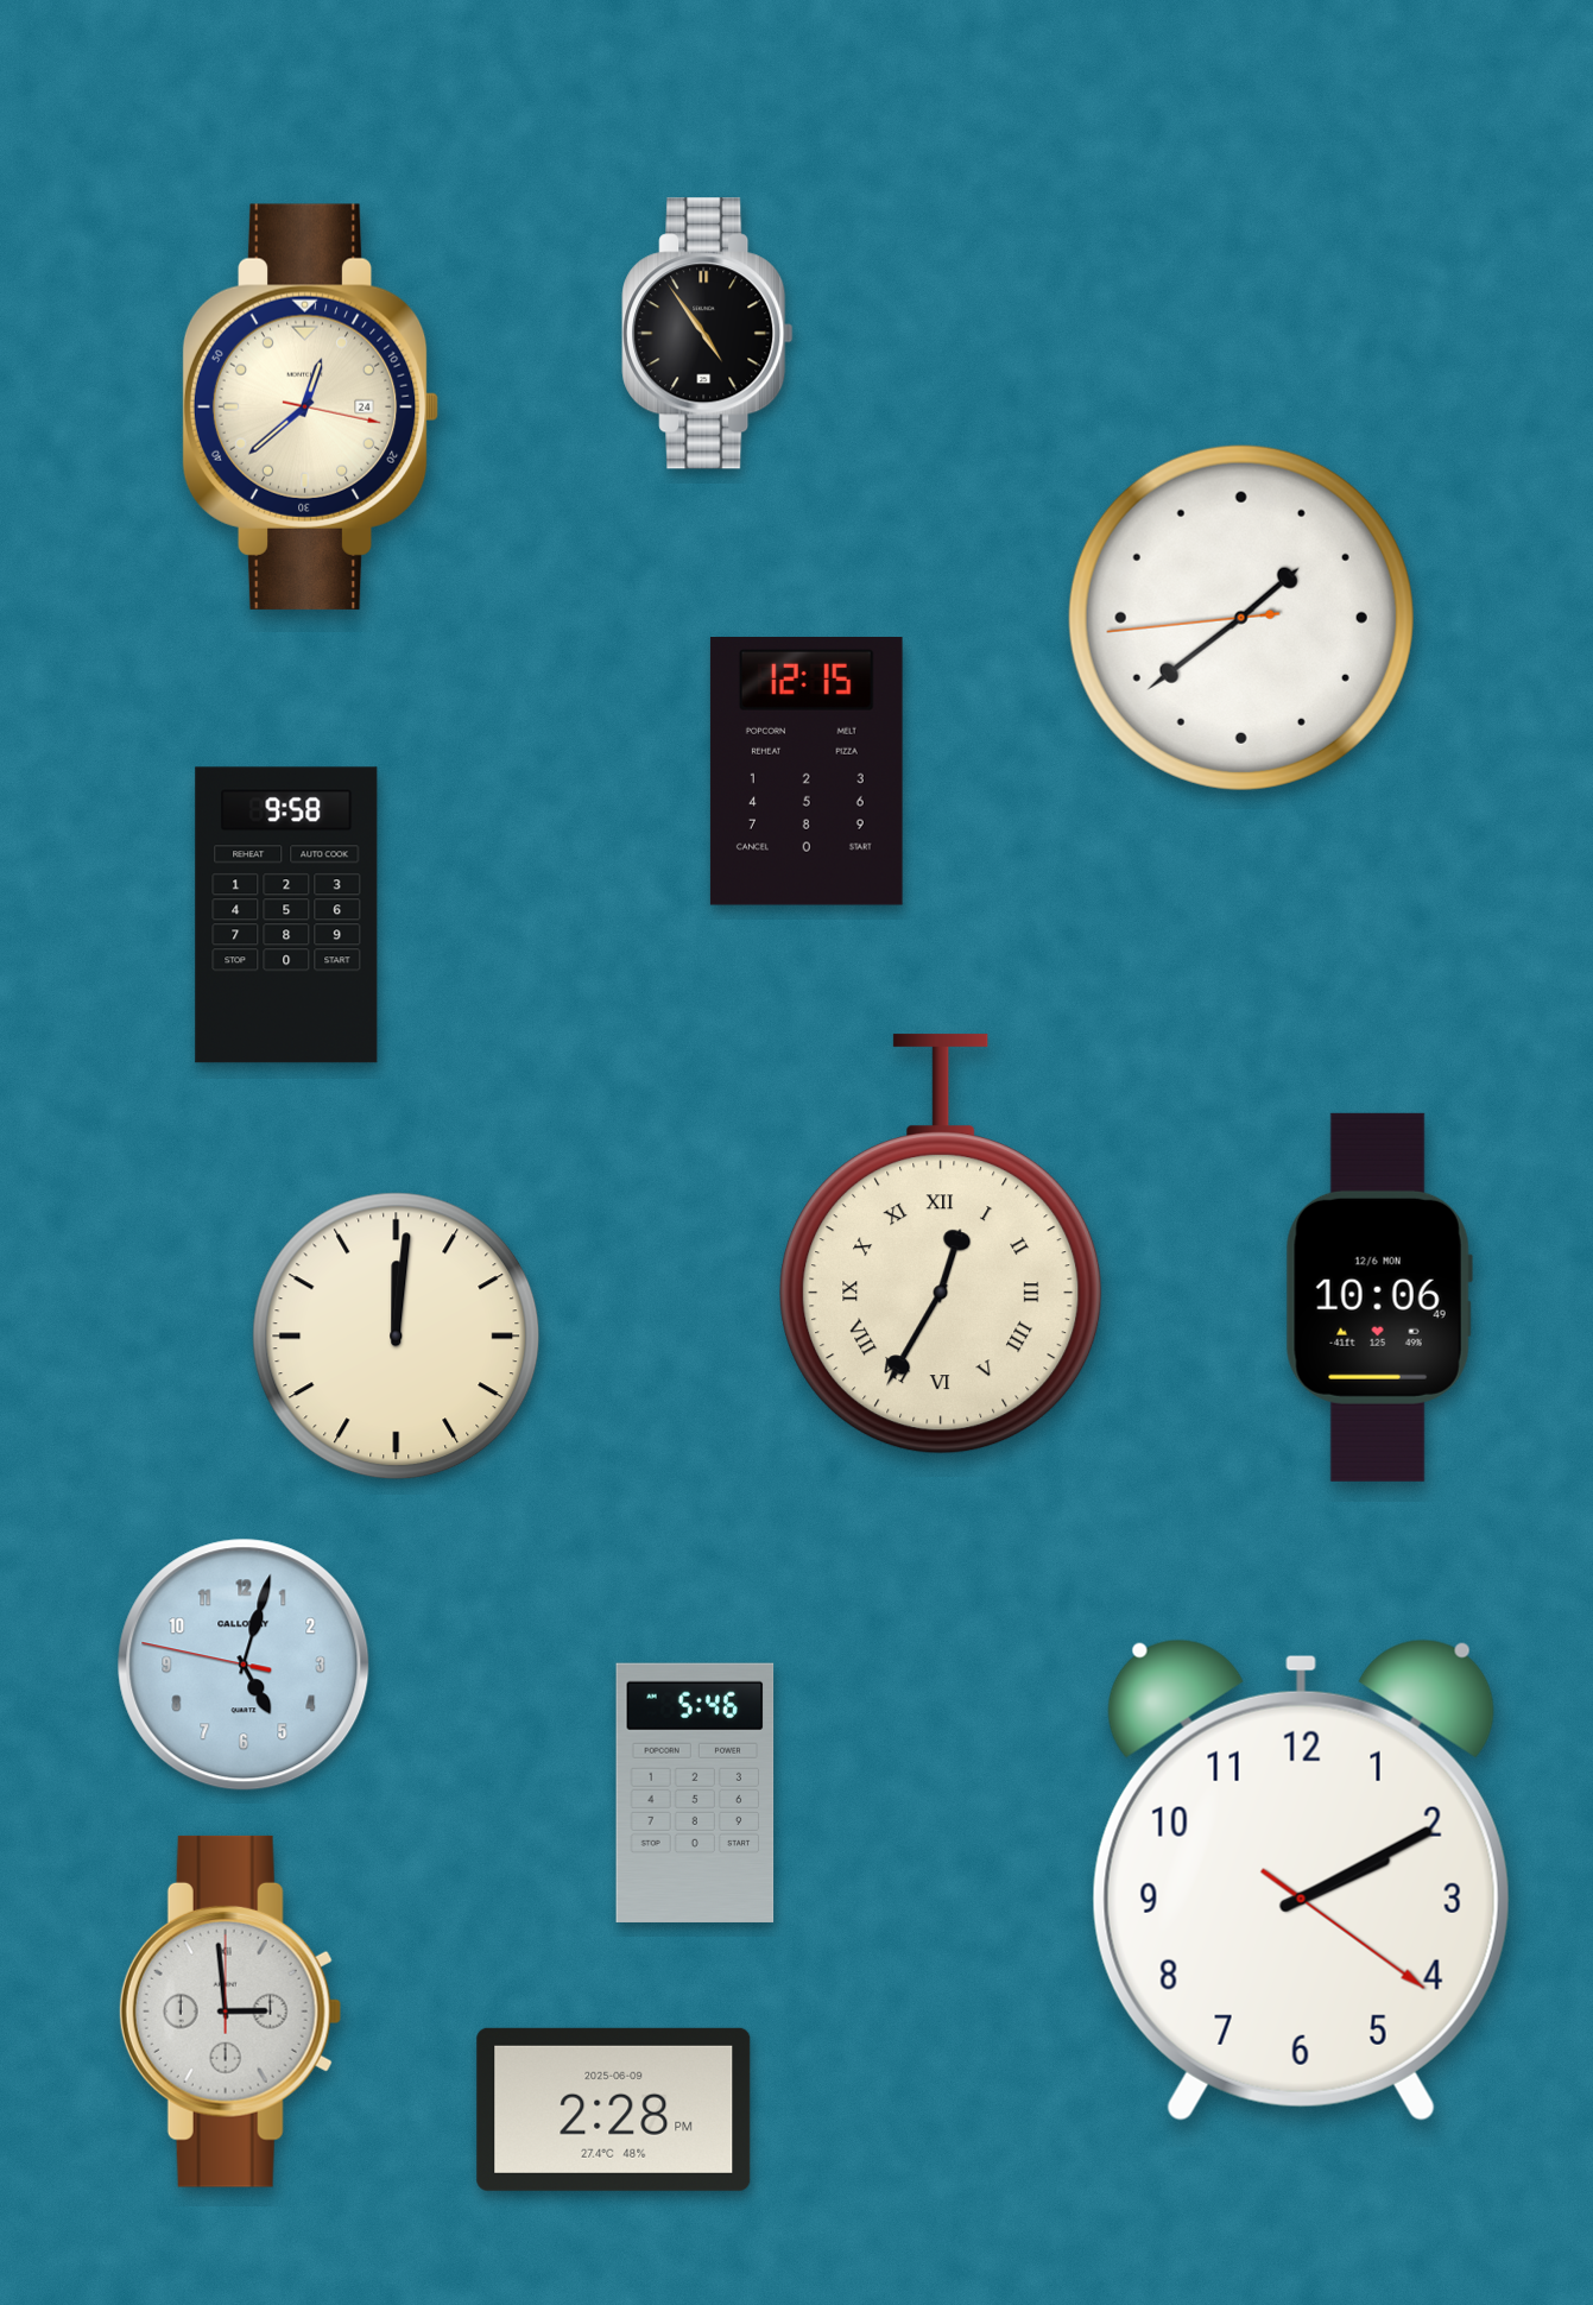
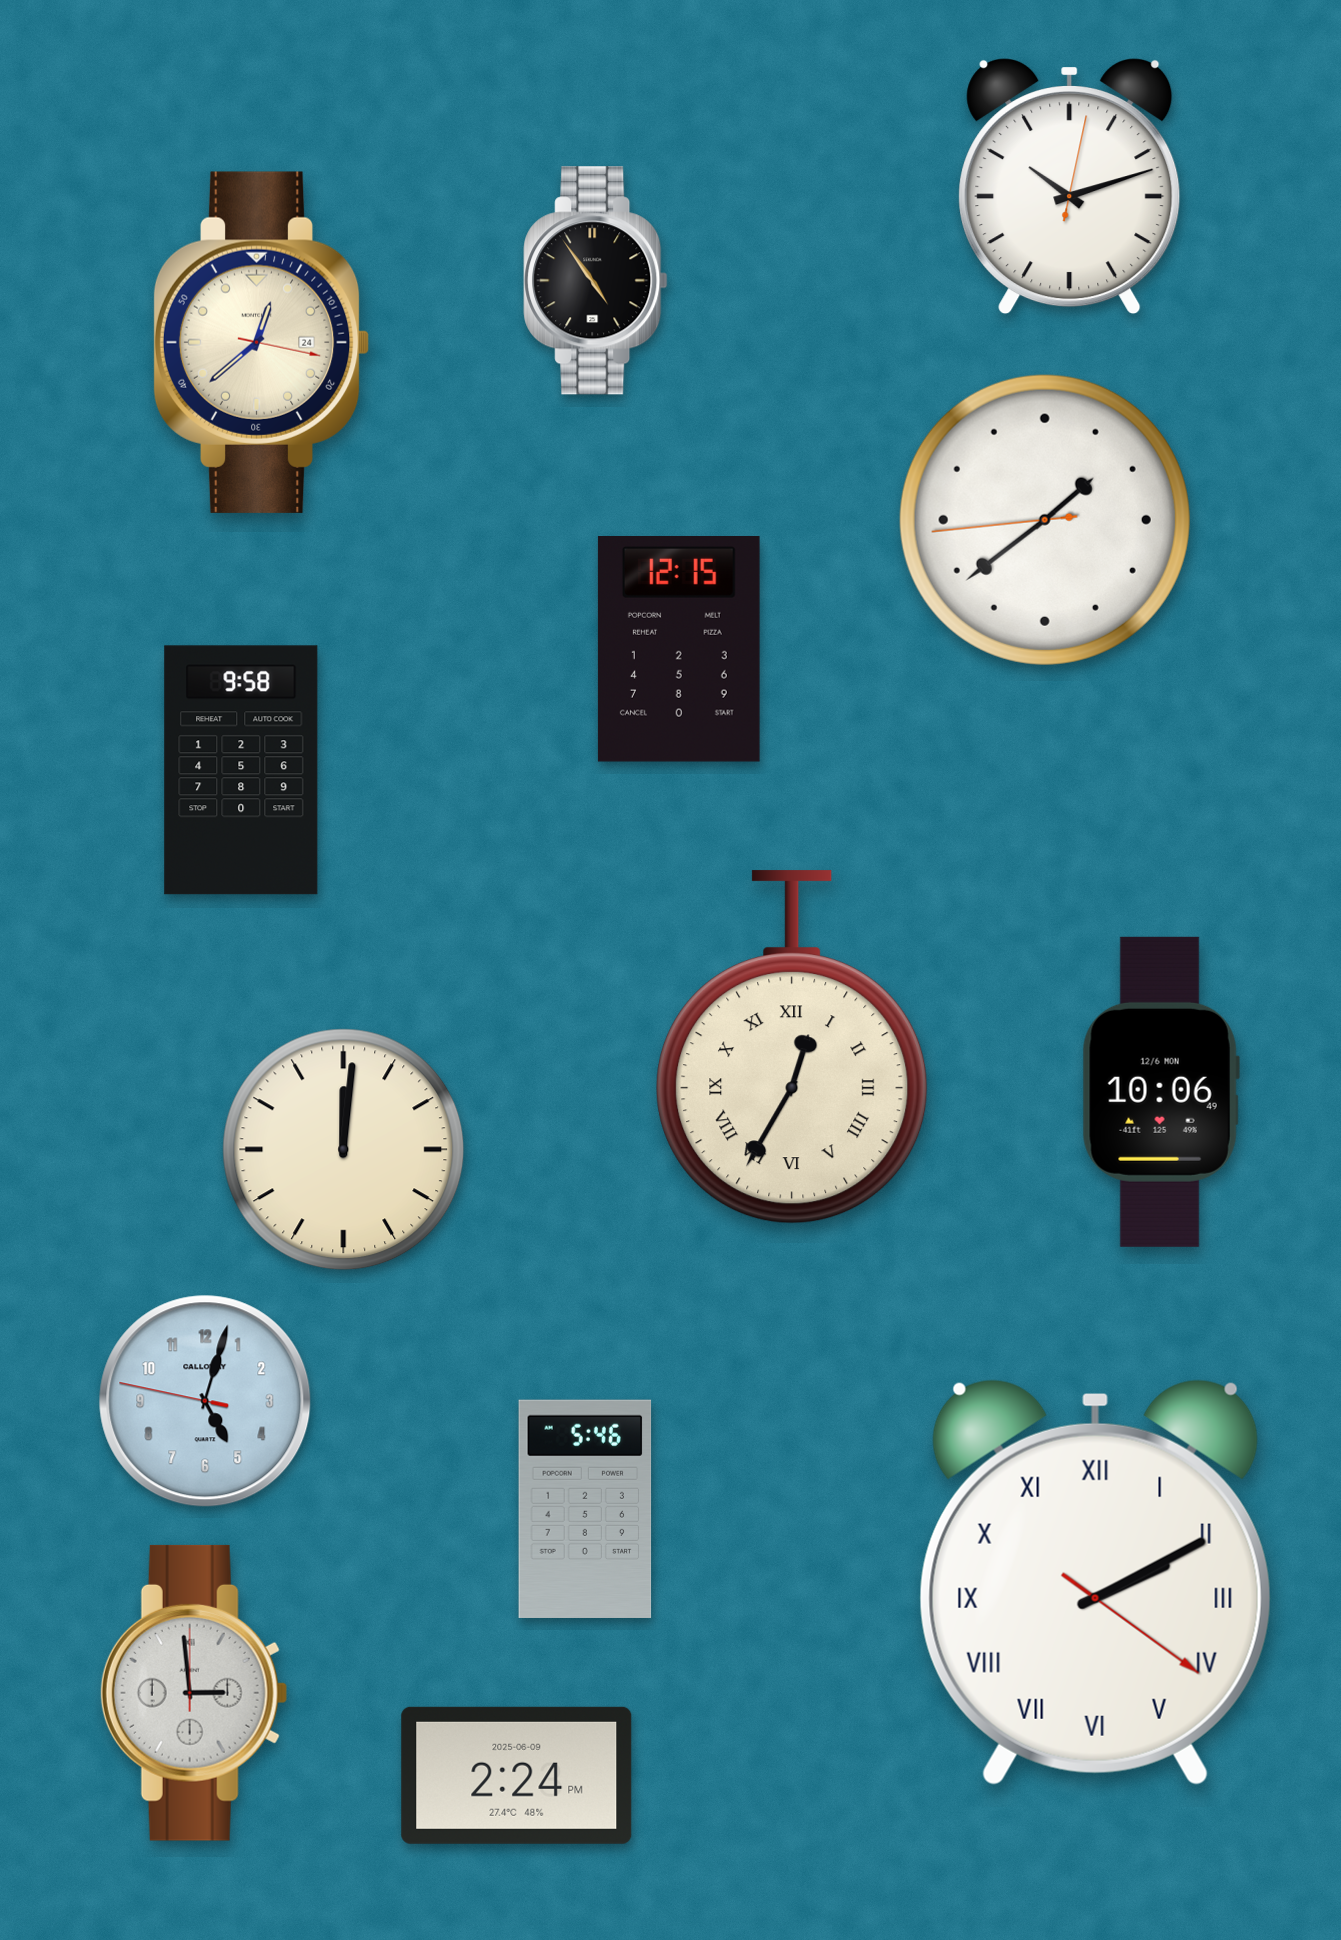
clock at (1070, 187): none -> 10:12
clock at (397, 1337) position: (397, 1337) -> (344, 1150)
clock at (1301, 1880) numerals: Arabic -> Roman
clock at (614, 2109): 2:28 -> 2:24
